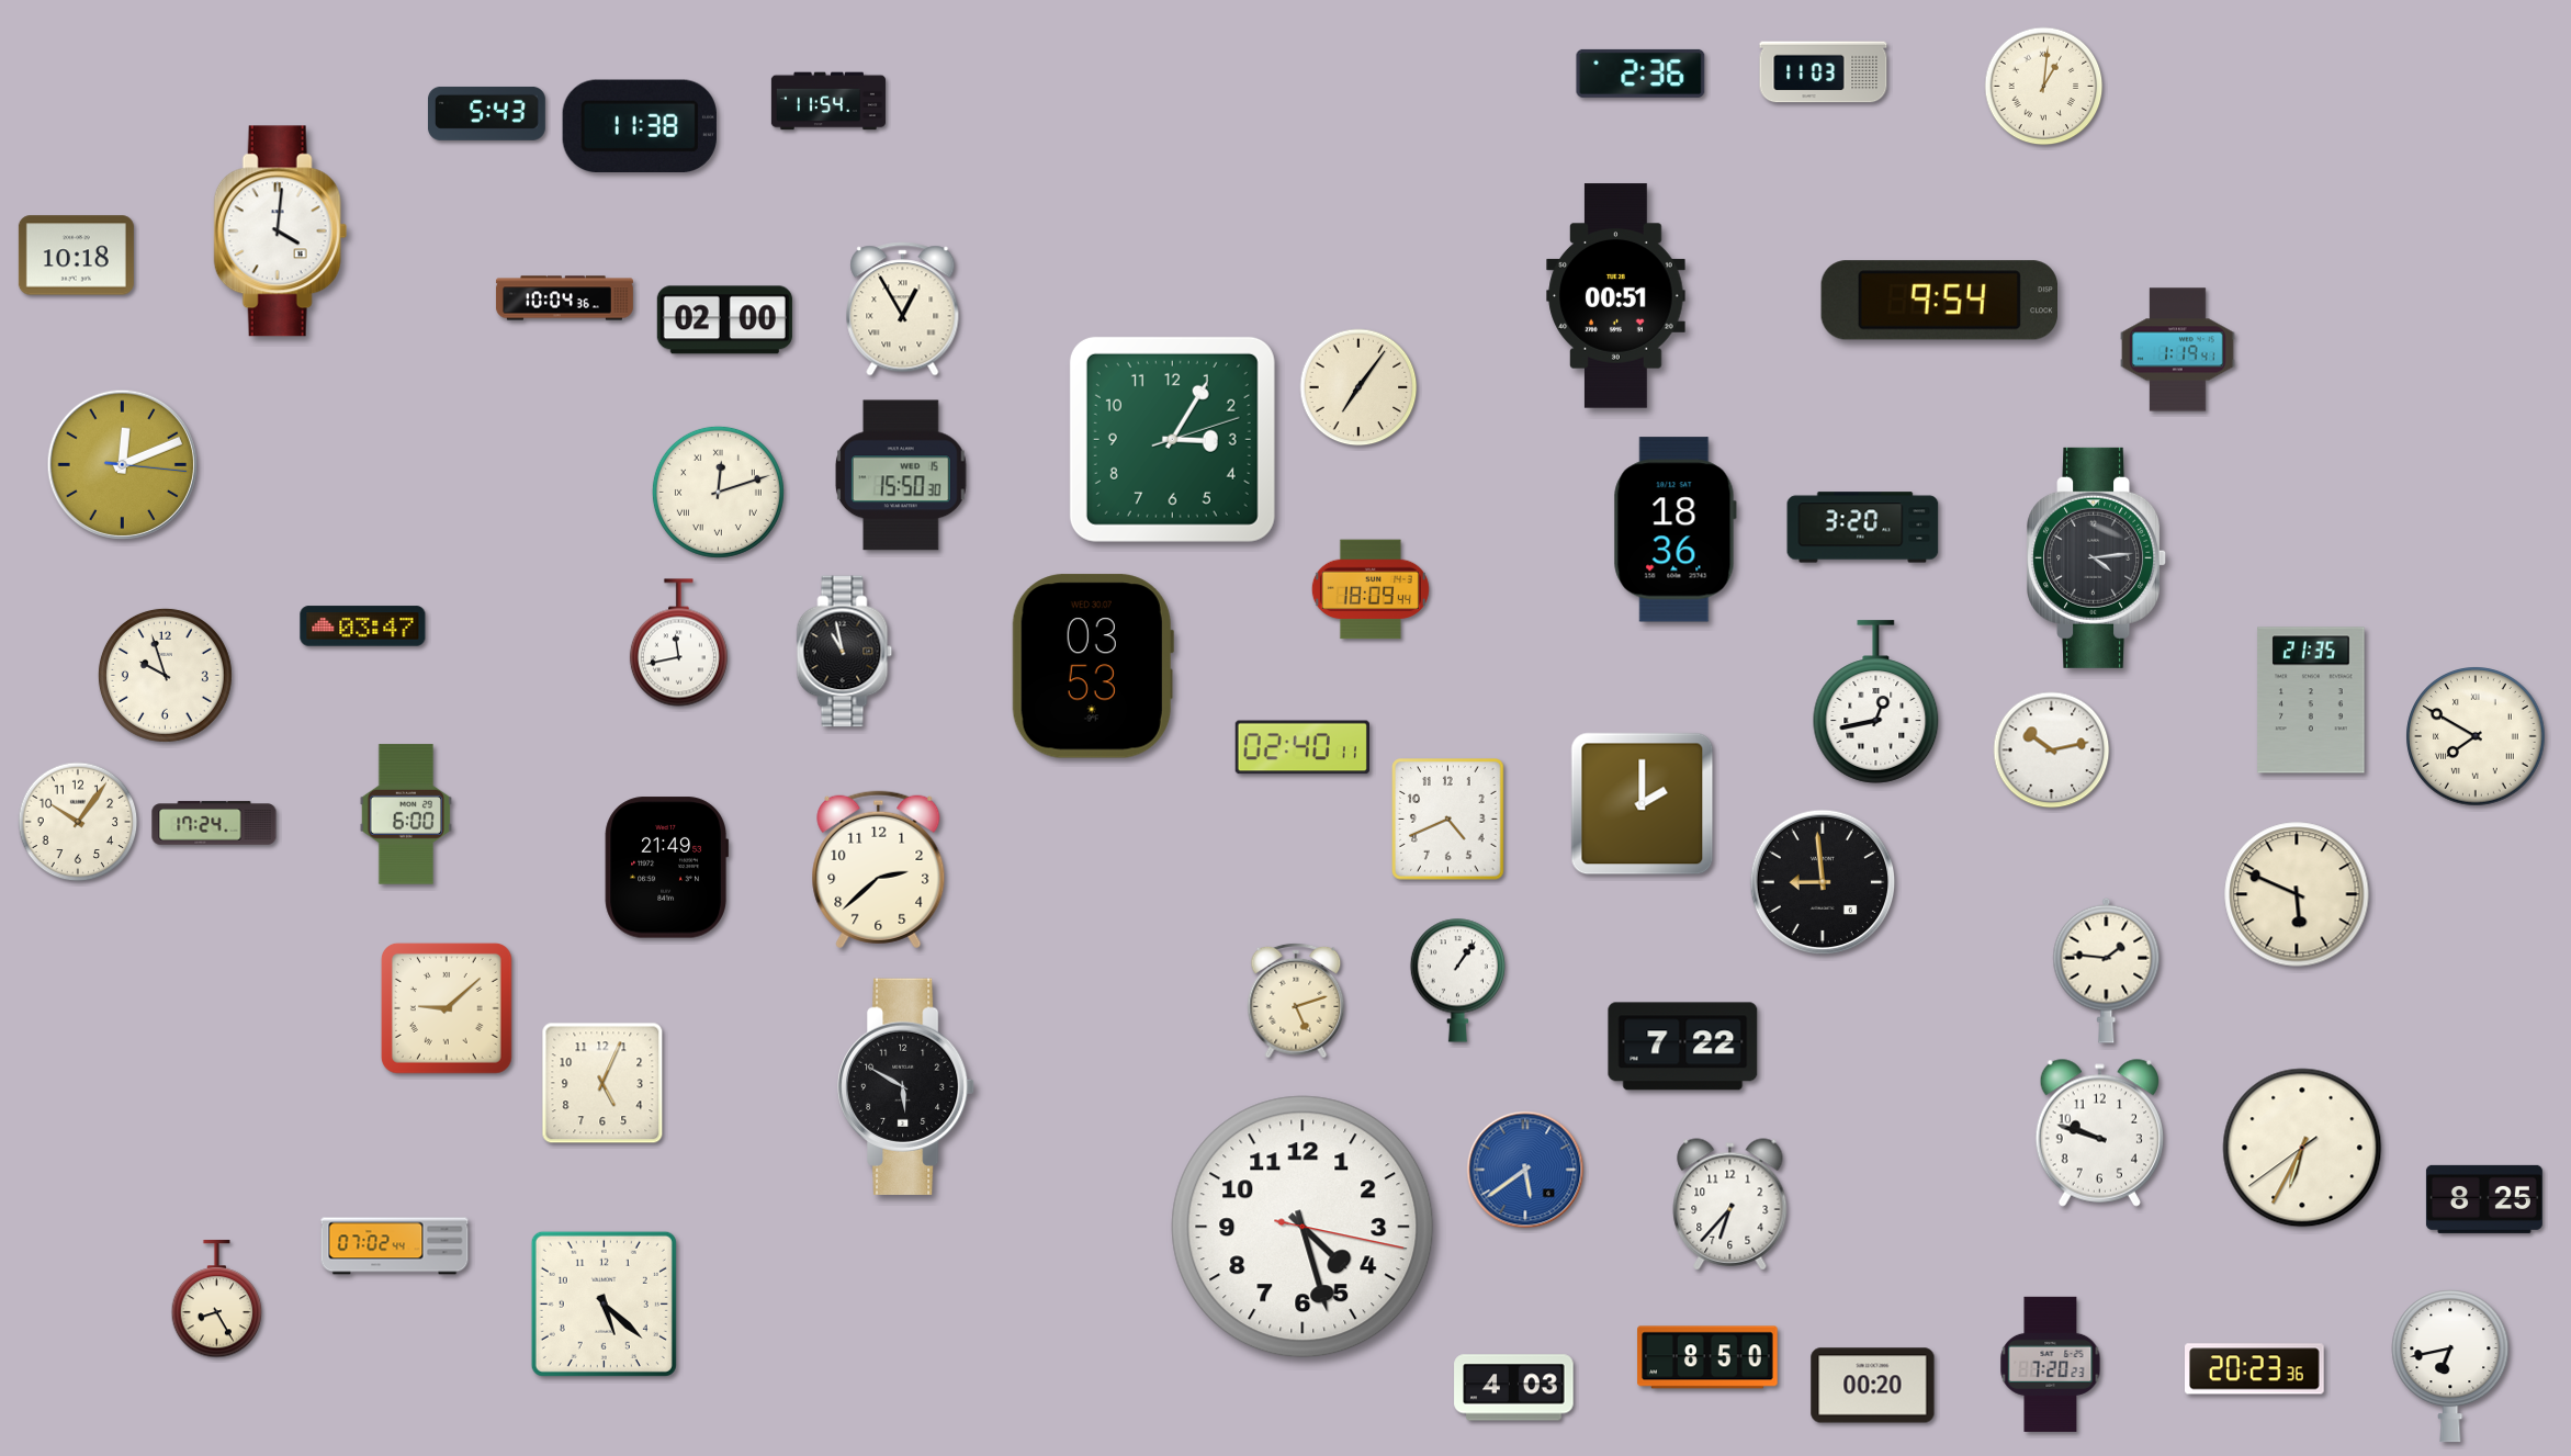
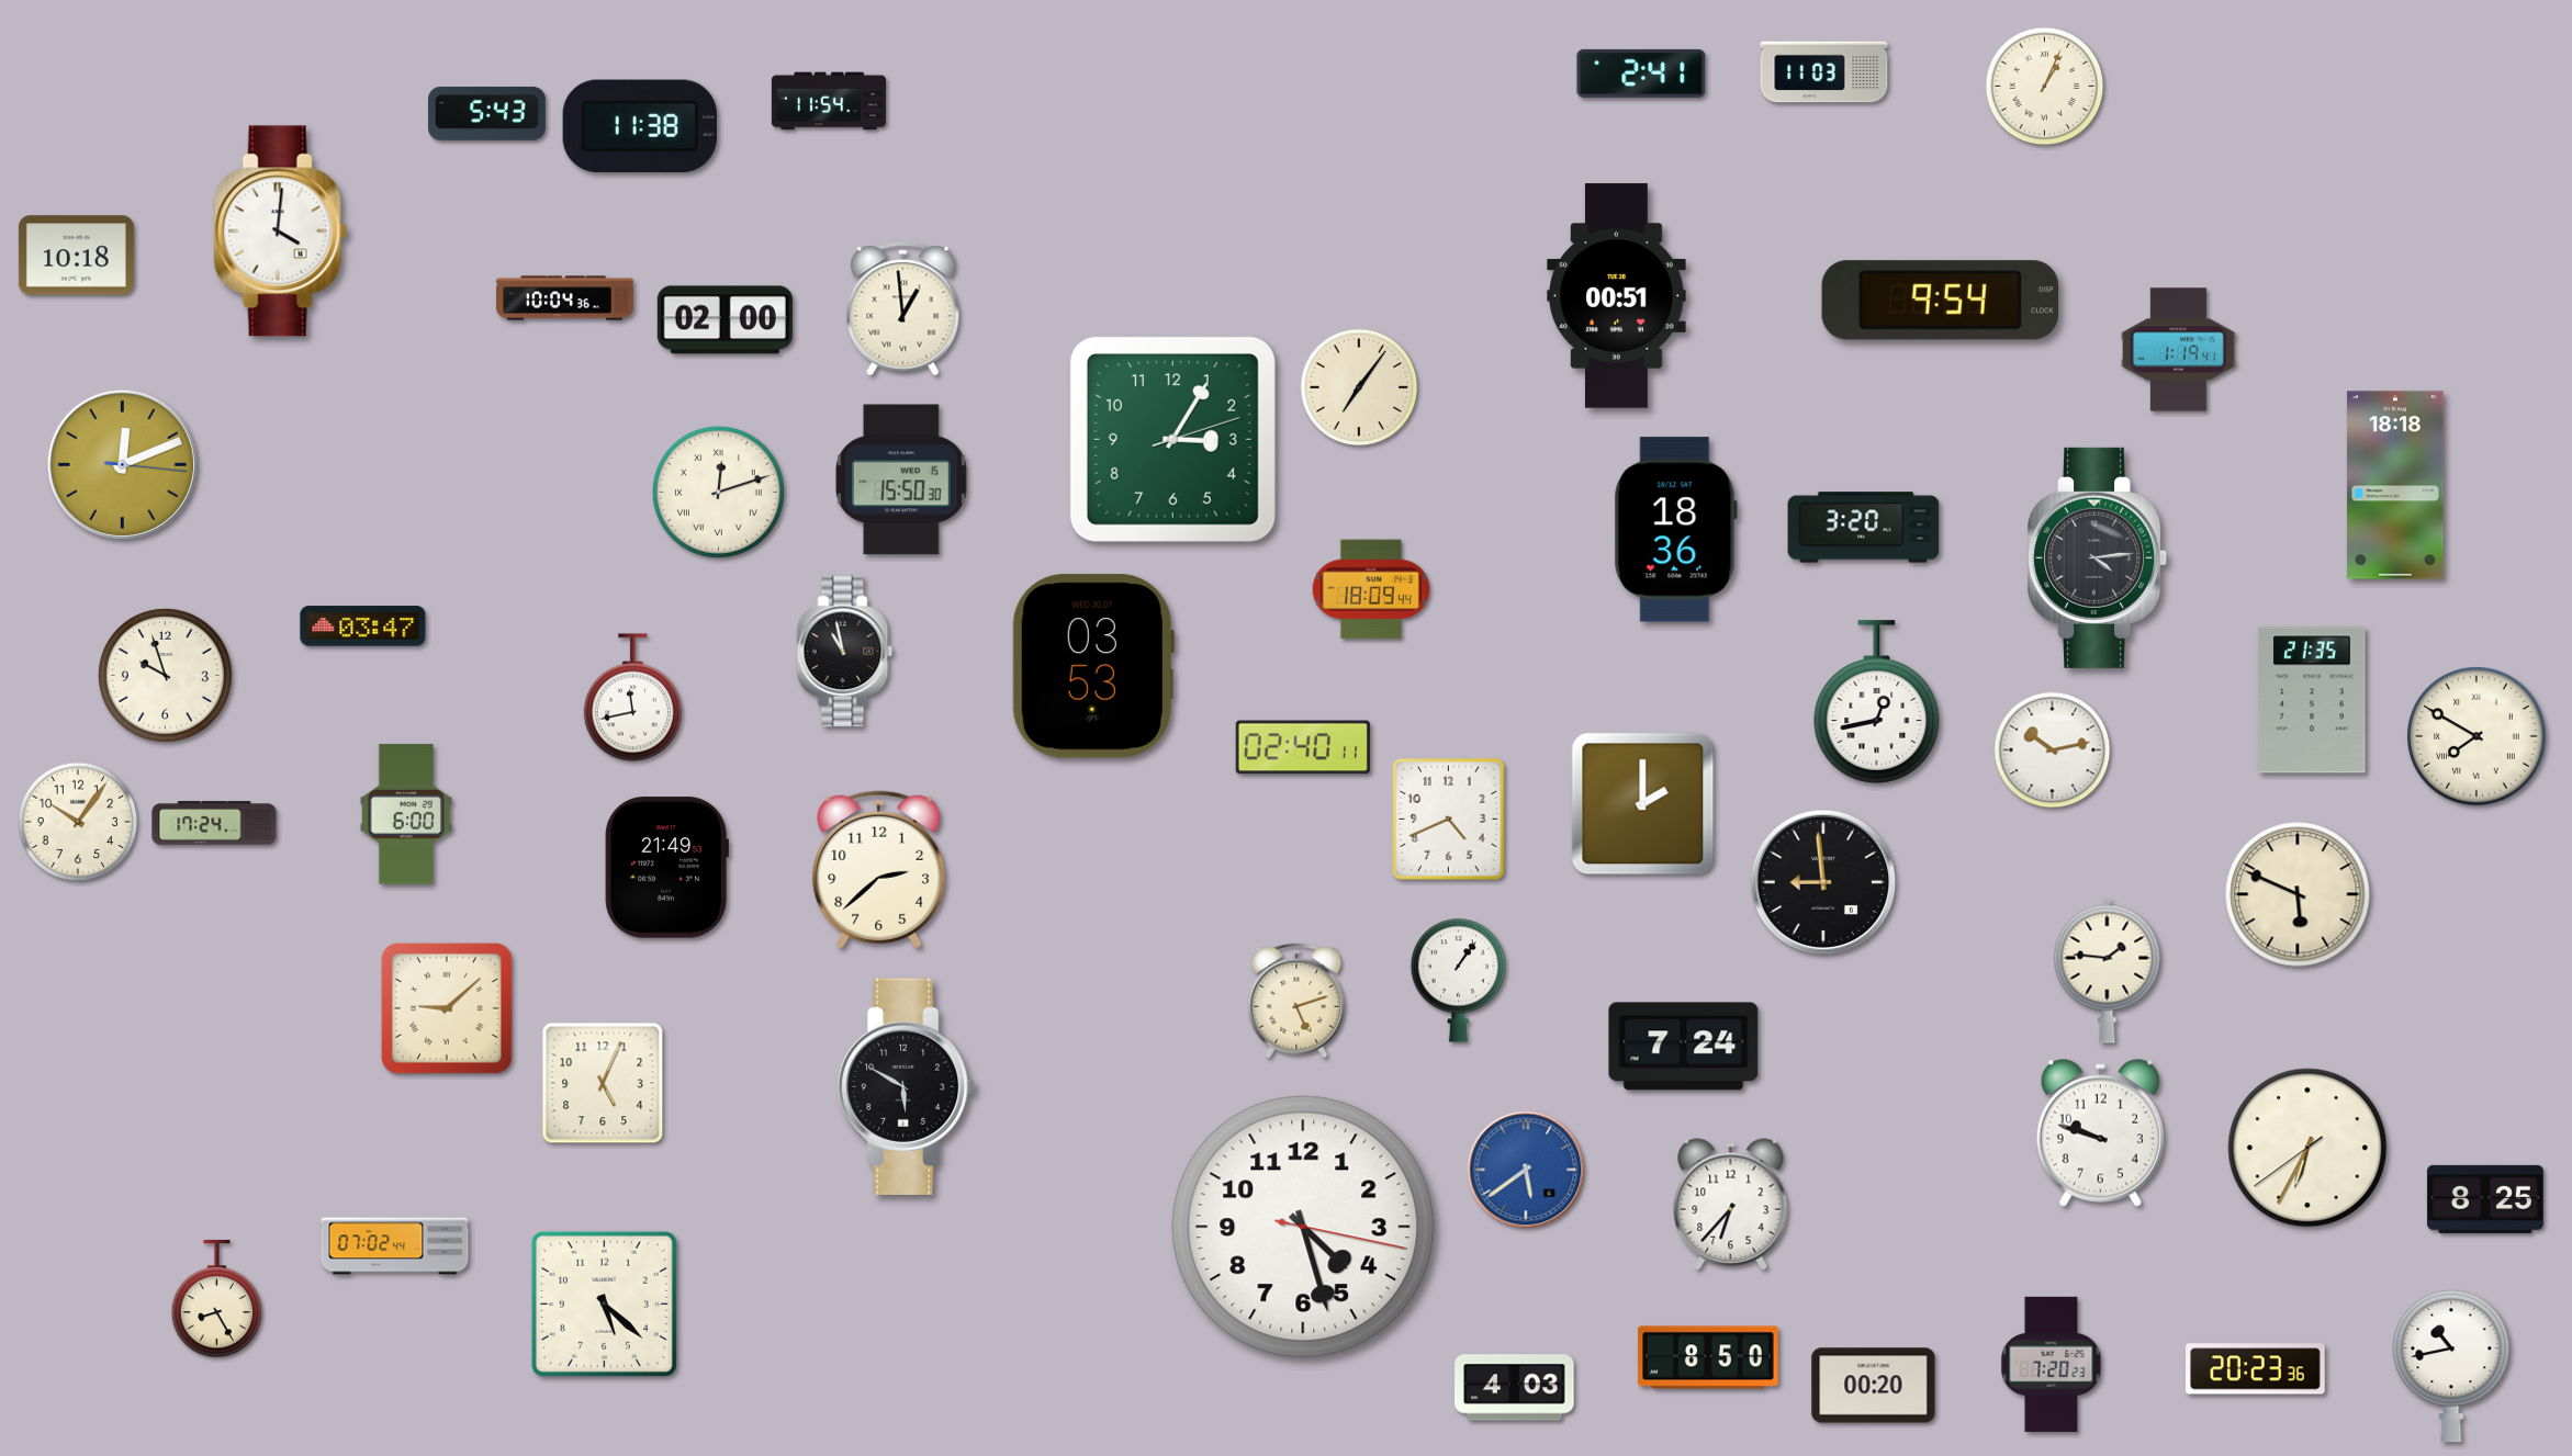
clock at (1640, 74): 2:36 -> 2:41
clock at (2044, 87): 1:01 -> 1:04
clock at (903, 309): 12:55 -> 12:59
clock at (902, 475) position: (902, 475) -> (902, 479)
clock at (2395, 485): none -> 18:18
clock at (678, 643) position: (678, 643) -> (632, 698)
clock at (1683, 1047): 7:22 -> 7:24
clock at (2302, 1148) position: (2302, 1148) -> (2307, 1148)
clock at (2450, 1367): 6:43 -> 10:43
